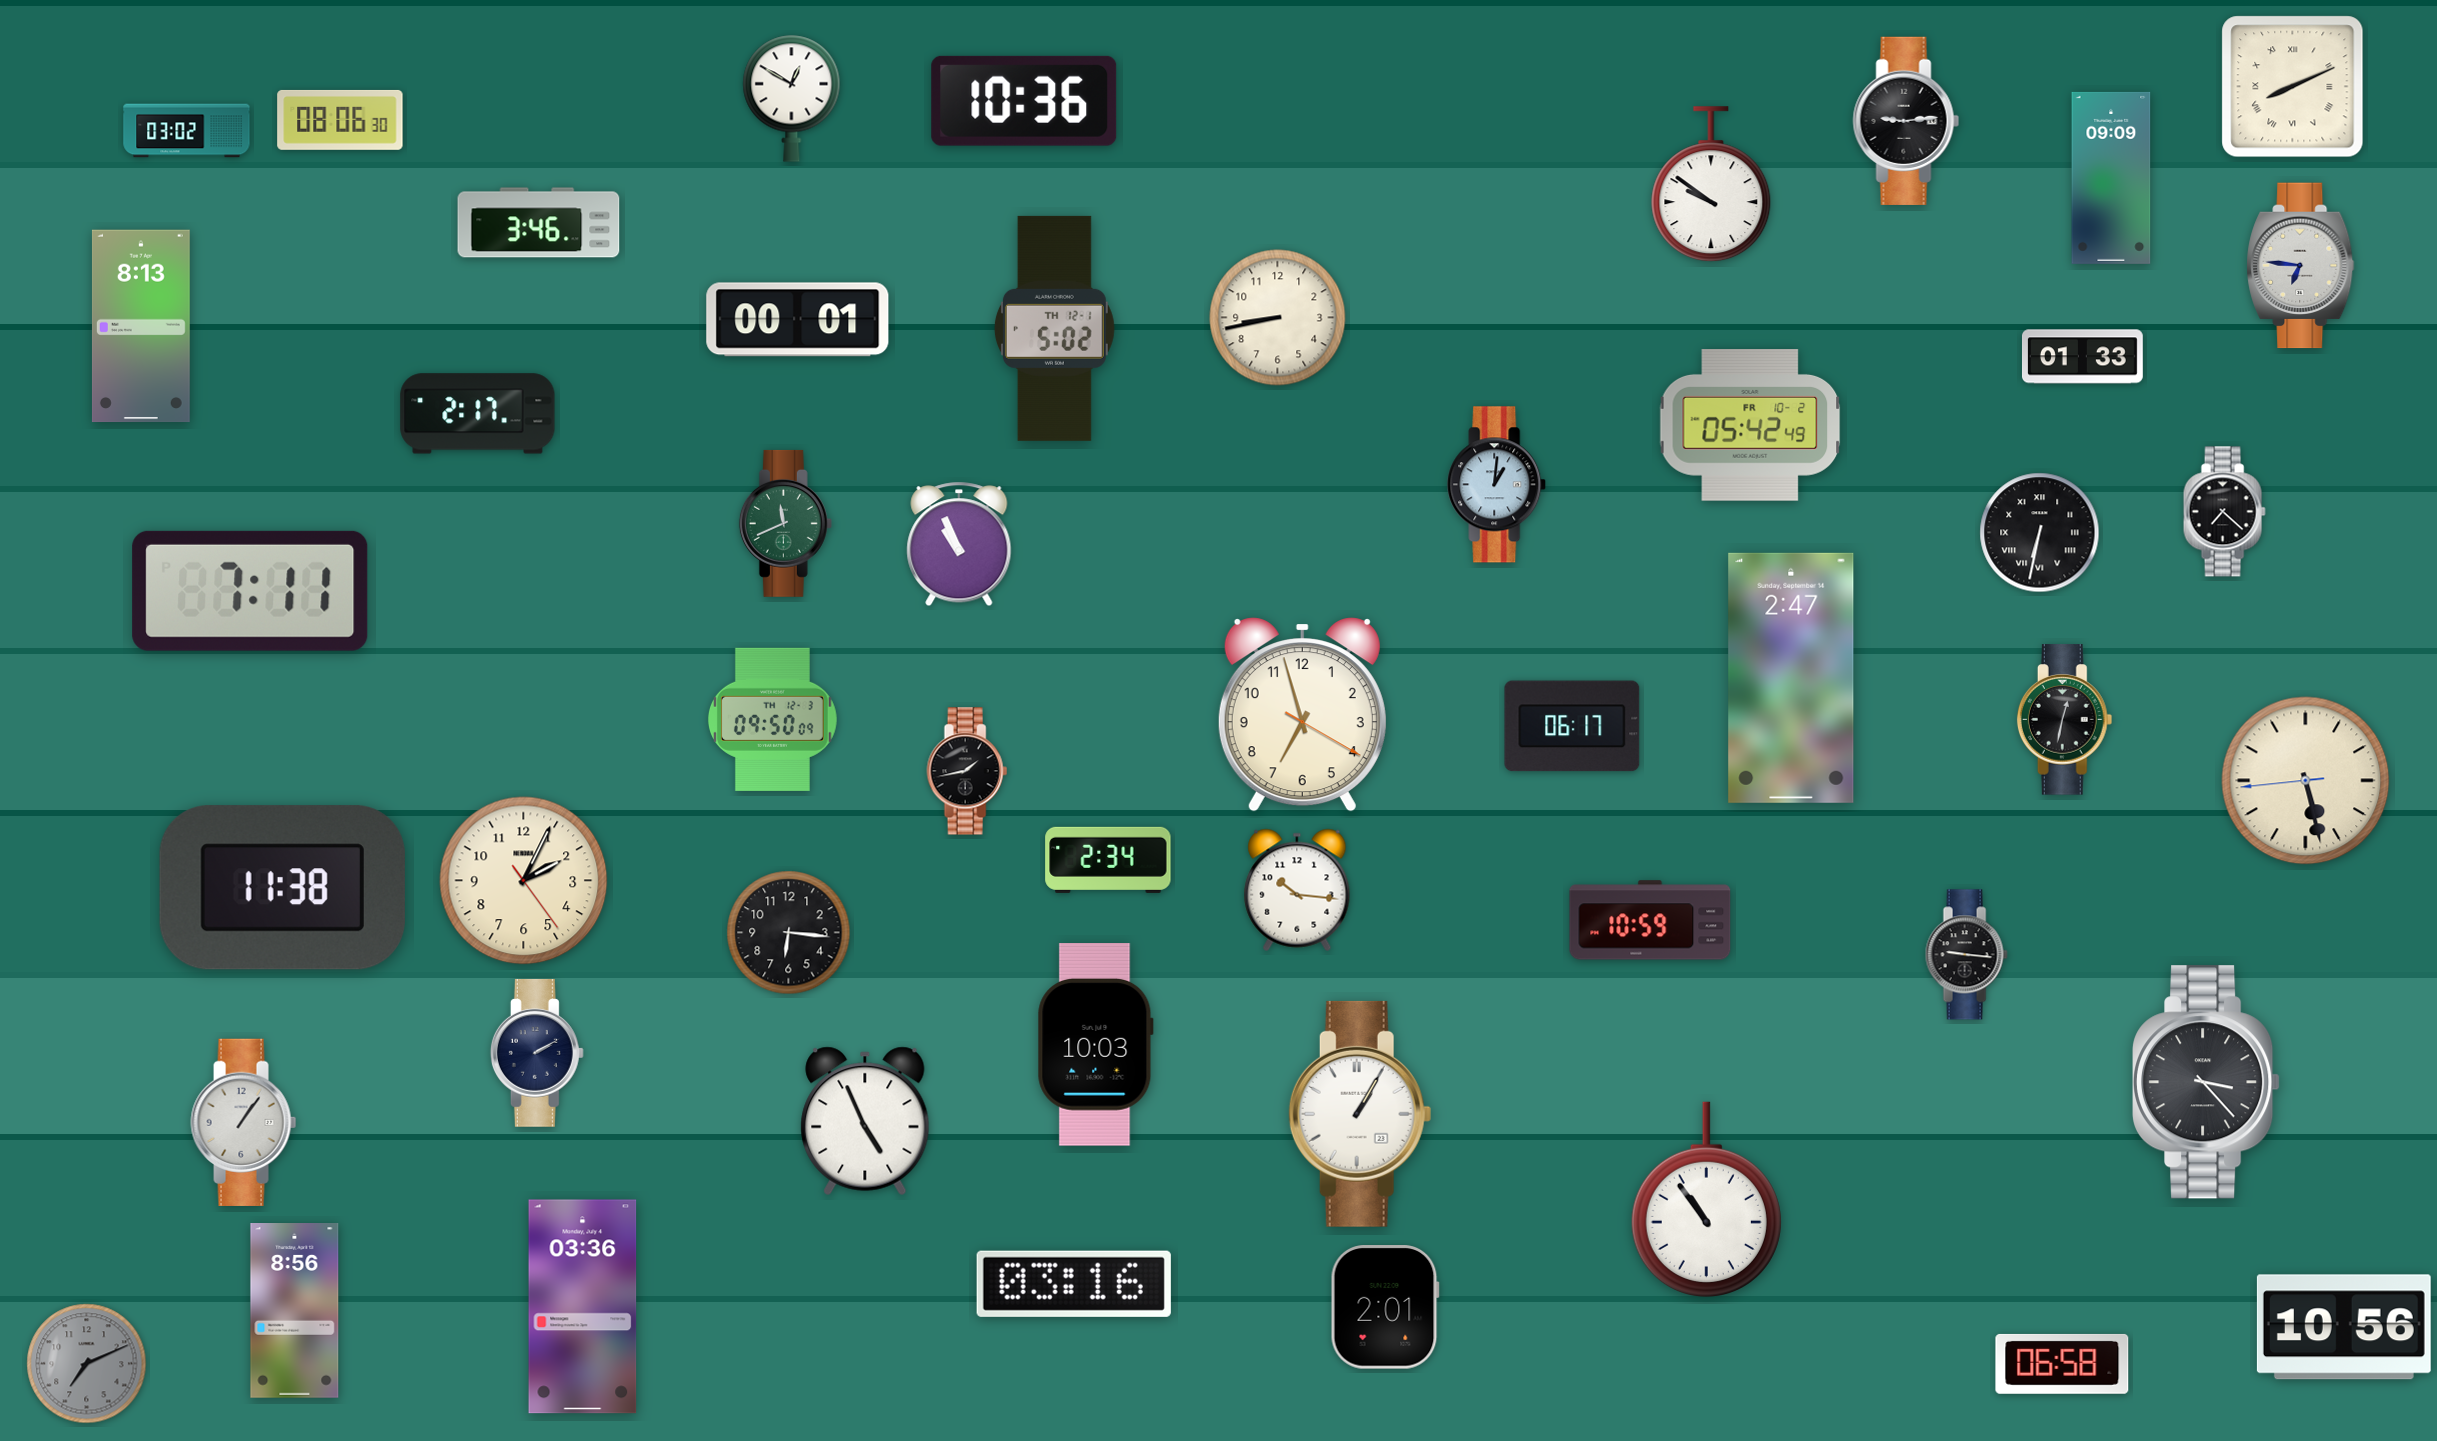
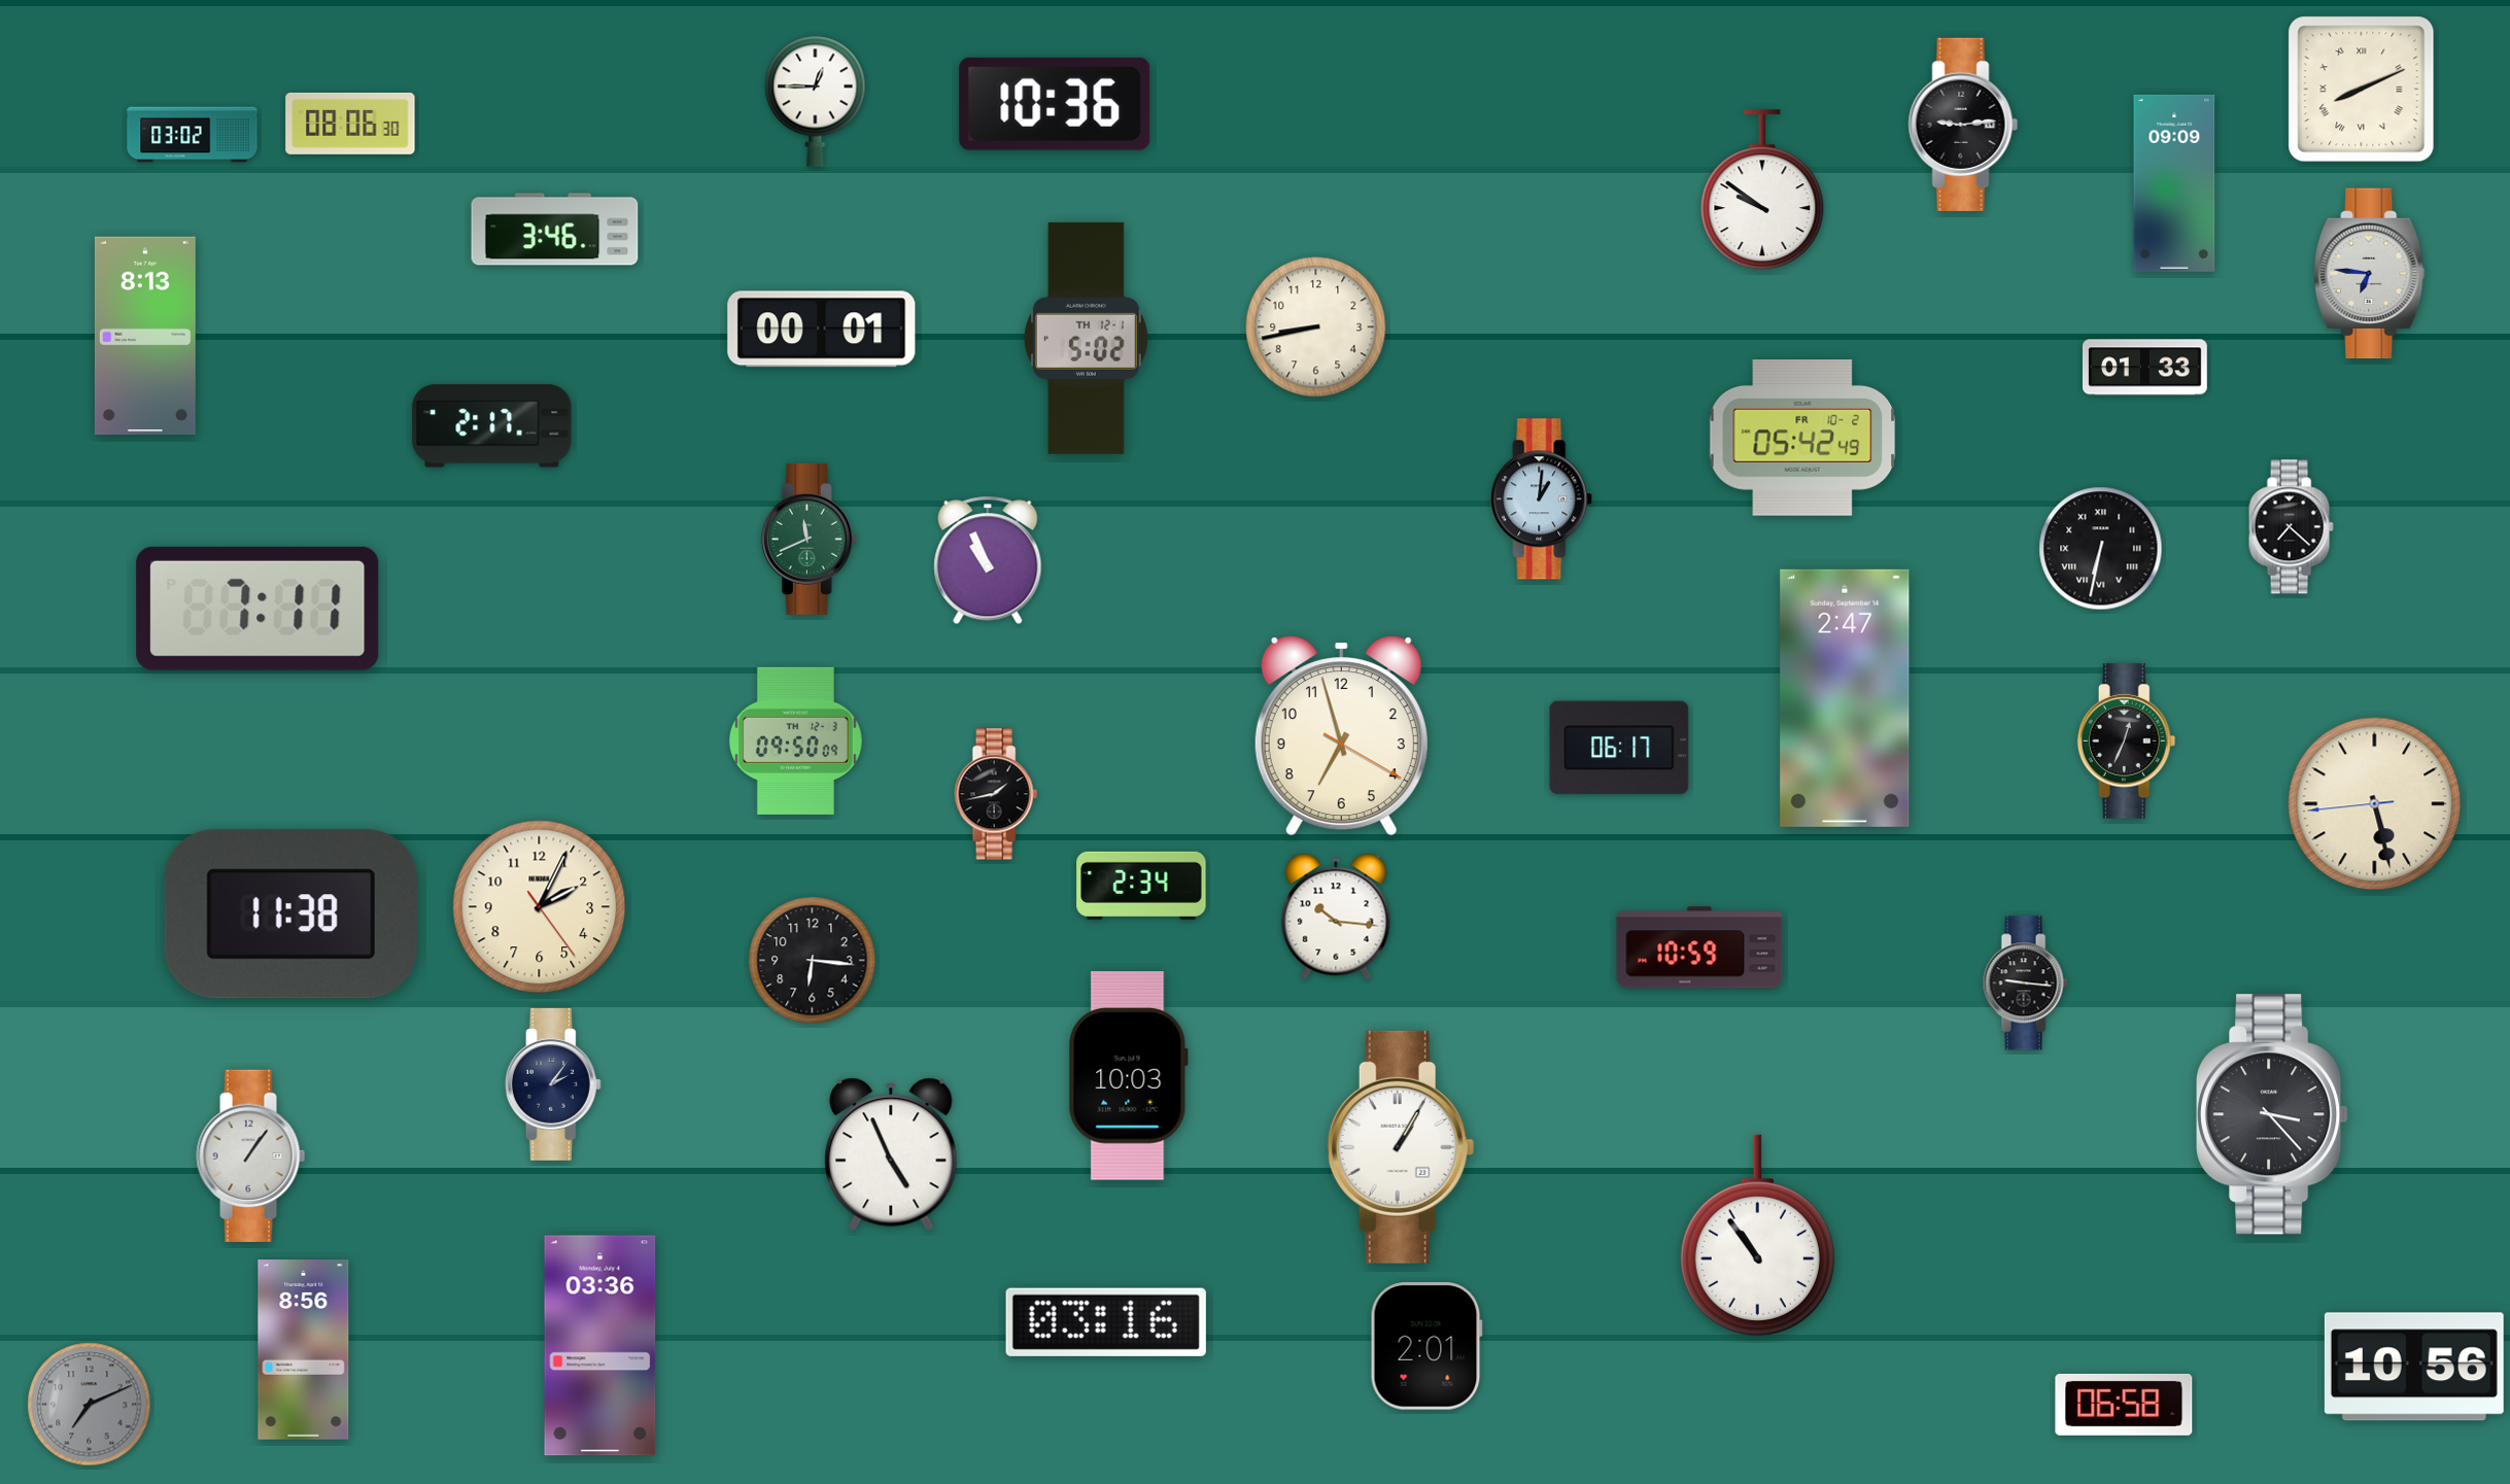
clock at (792, 98): 12:50 -> 12:45
clock at (2065, 720): 12:32 -> 12:34
clock at (537, 1053): 2:10 -> 2:06
